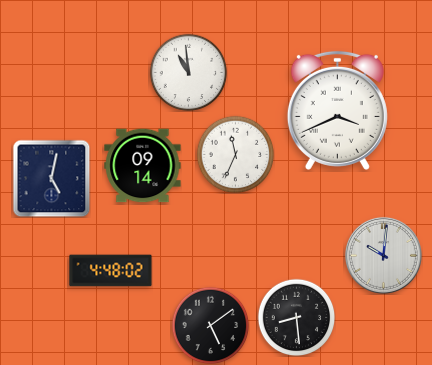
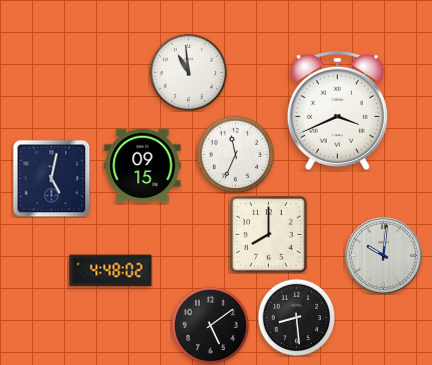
clock at (143, 166): 09:14 -> 09:15
clock at (269, 235): none -> 8:00
